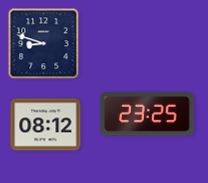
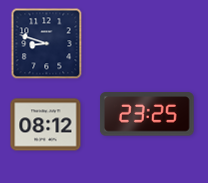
clock at (44, 44) position: (44, 44) -> (47, 44)
